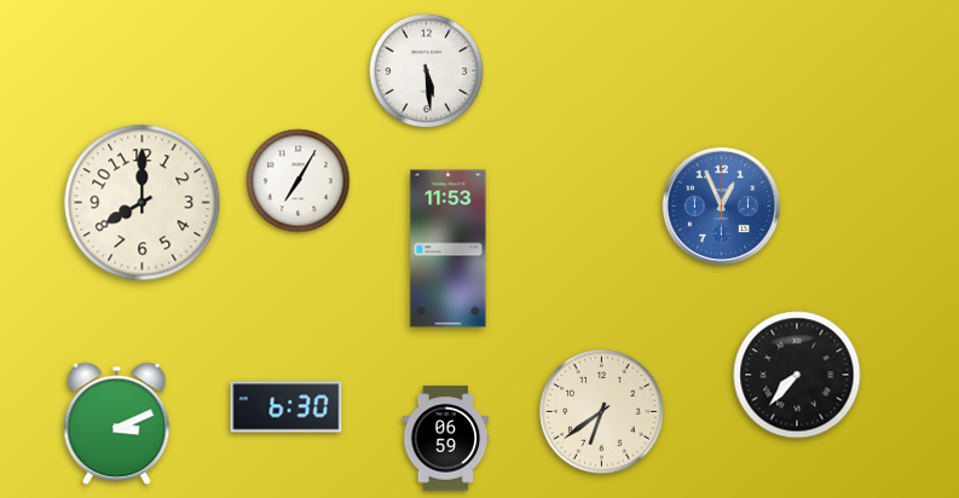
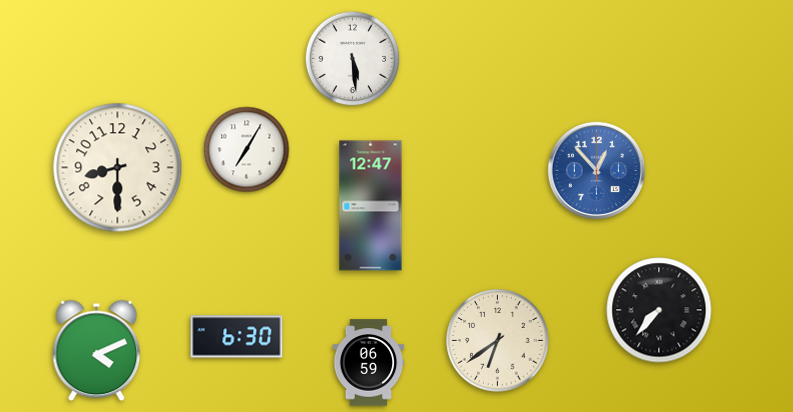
clock at (143, 203): 8:00 -> 8:30
clock at (721, 205): 12:56 -> 12:53
clock at (449, 249): 11:53 -> 12:47
clock at (117, 424): 3:11 -> 4:11
